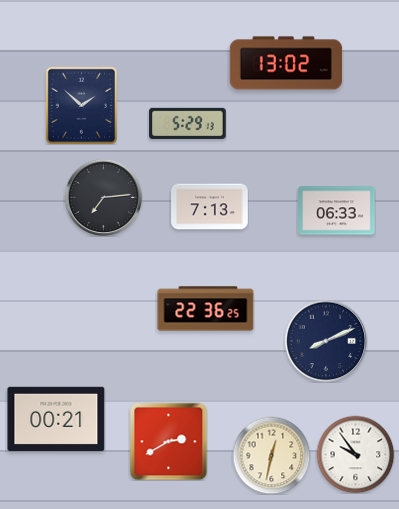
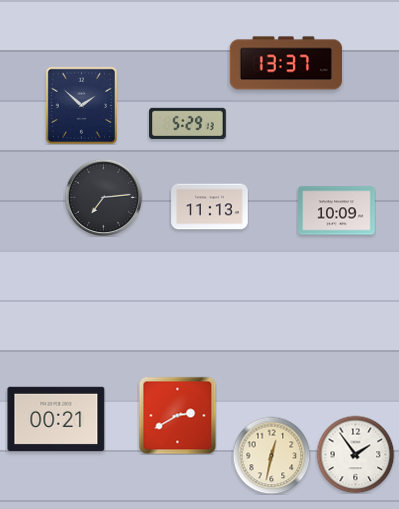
clock at (285, 63): 13:02 -> 13:37
clock at (210, 207): 7:13 -> 11:13
clock at (337, 211): 06:33 -> 10:09
clock at (206, 309): 22:36 -> none
clock at (326, 341): 8:11 -> none
clock at (168, 441) position: (168, 441) -> (177, 415)
clock at (355, 454): 9:54 -> 1:54
